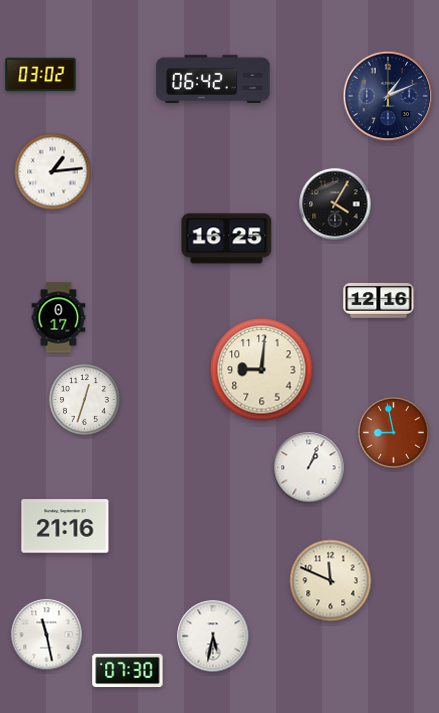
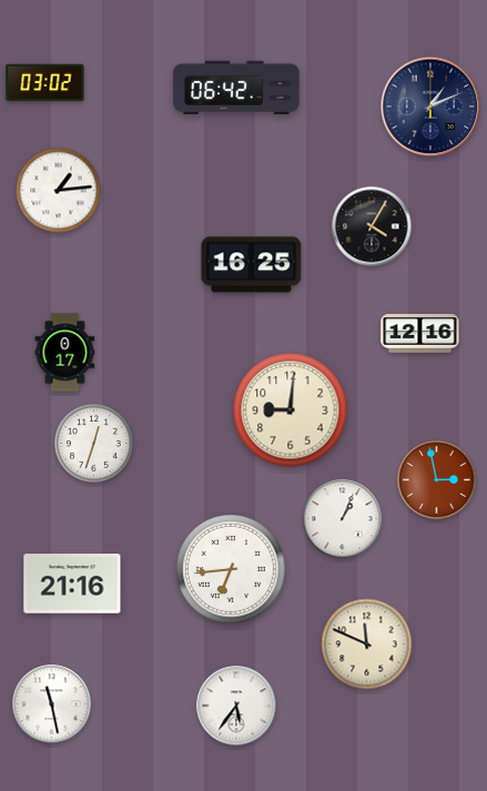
clock at (394, 433): 8:58 -> 2:58
clock at (232, 570): none -> 6:44
clock at (213, 636): 5:32 -> 5:36
clock at (128, 671): 07:30 -> none
